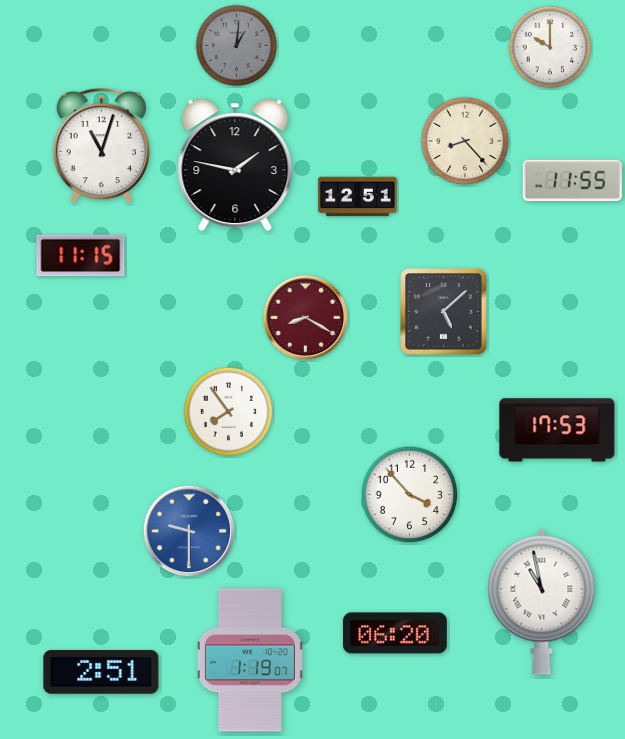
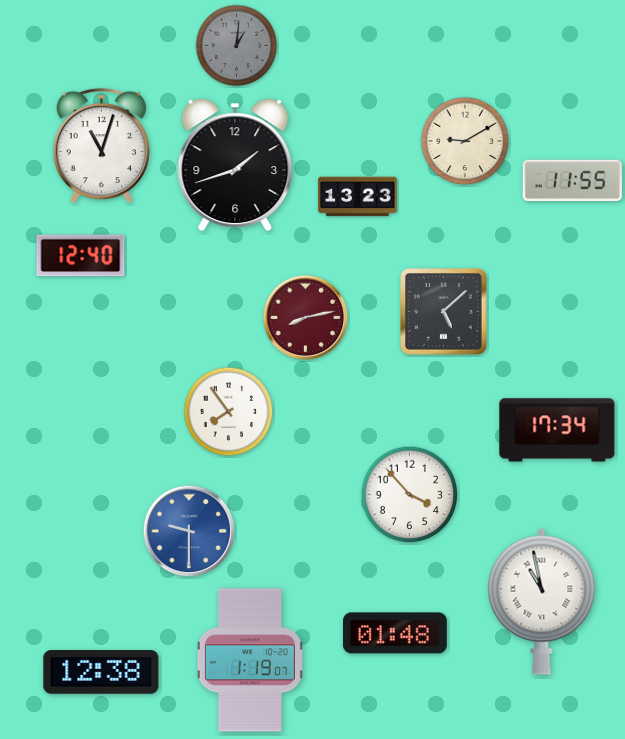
clock at (550, 47): 10:00 -> none
clock at (465, 141): 8:23 -> 9:10
clock at (235, 165): 1:47 -> 1:42
clock at (358, 197): 12:51 -> 13:23
clock at (81, 256): 11:15 -> 12:40
clock at (306, 318): 8:20 -> 8:13
clock at (557, 430): 17:53 -> 17:34
clock at (395, 633): 06:20 -> 01:48
clock at (101, 672): 2:51 -> 12:38
